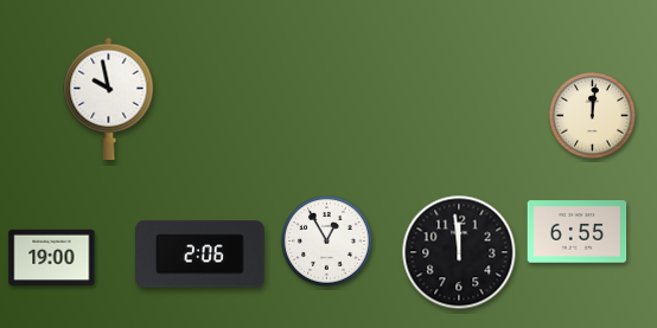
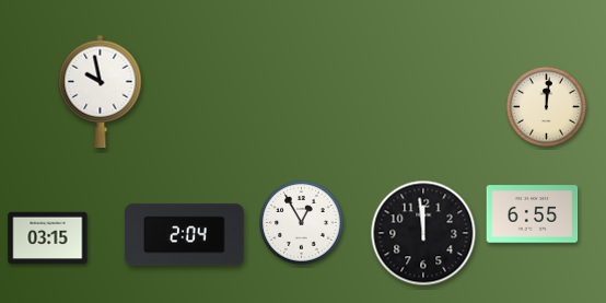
clock at (200, 255): 2:06 -> 2:04
clock at (52, 258): 19:00 -> 03:15
